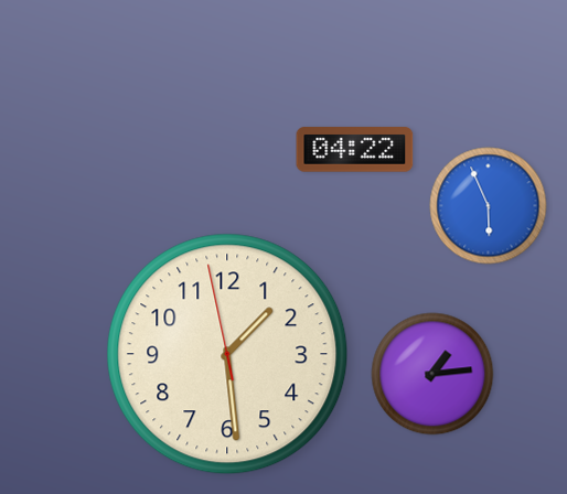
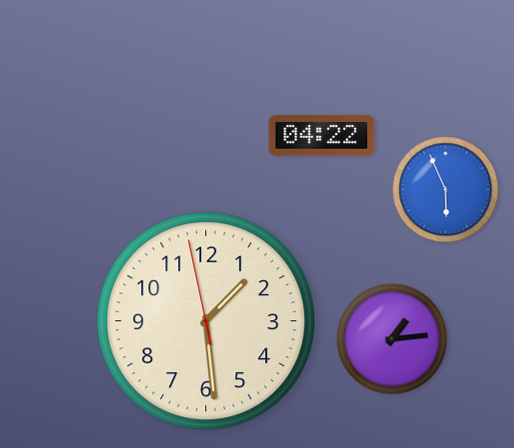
clock at (489, 206) position: (489, 206) -> (446, 190)
